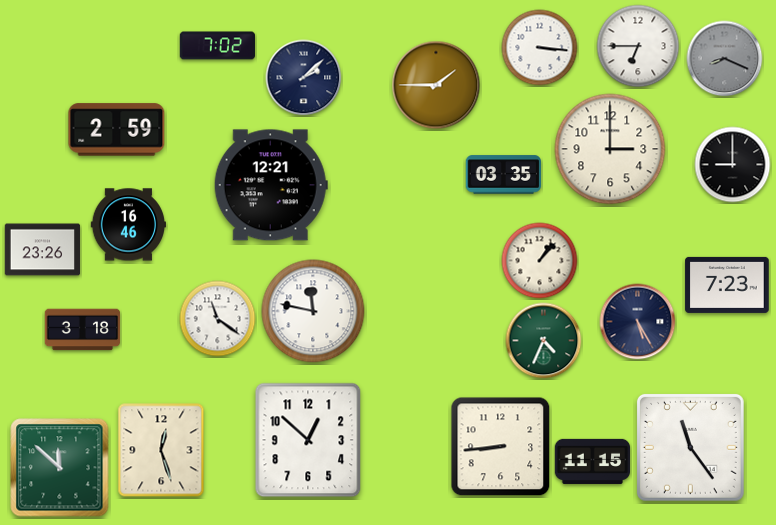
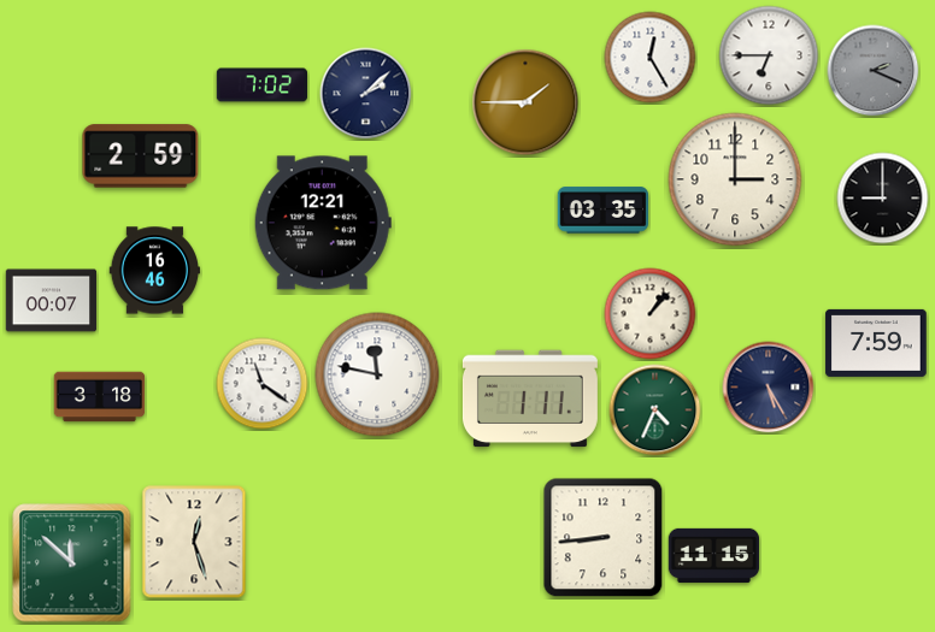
clock at (218, 46) position: (218, 46) -> (263, 85)
clock at (540, 48): 3:16 -> 12:25
clock at (725, 59): 8:19 -> 2:19
clock at (504, 175) position: (504, 175) -> (604, 211)
clock at (271, 185) position: (271, 185) -> (323, 223)
clock at (43, 250): 23:26 -> 00:07
clock at (727, 285): 7:23 -> 7:59
clock at (530, 398): none -> 1:11
clock at (308, 440): 12:52 -> none
clock at (690, 447): 11:24 -> none
